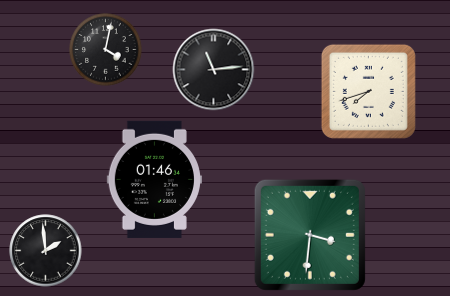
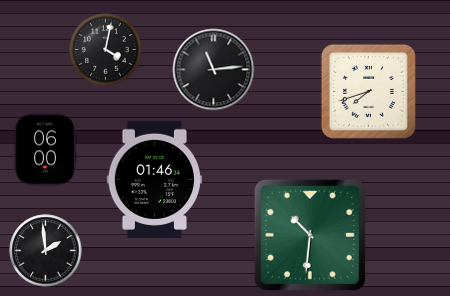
clock at (44, 150): none -> 06:00
clock at (310, 235): 3:31 -> 10:31
